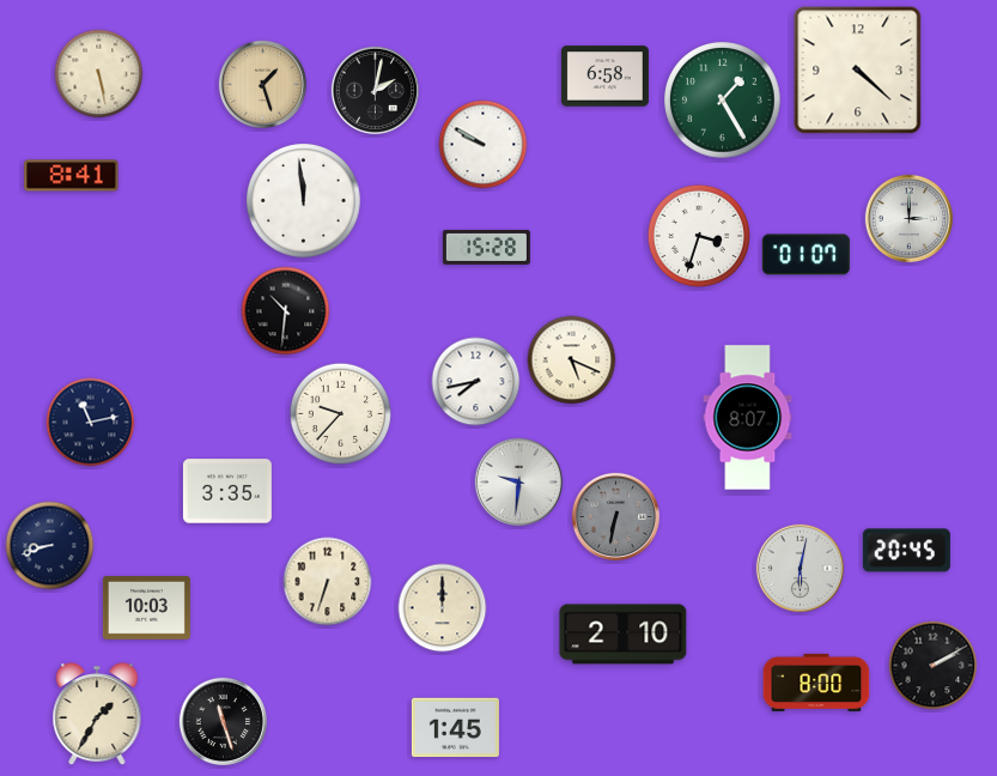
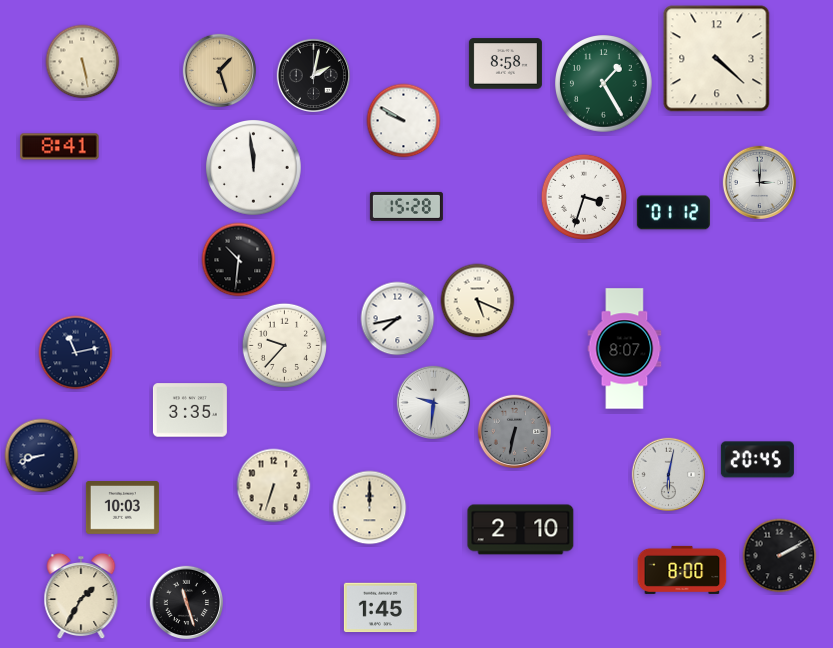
clock at (604, 77): 6:58 -> 8:58
clock at (805, 255): 01:07 -> 01:12
